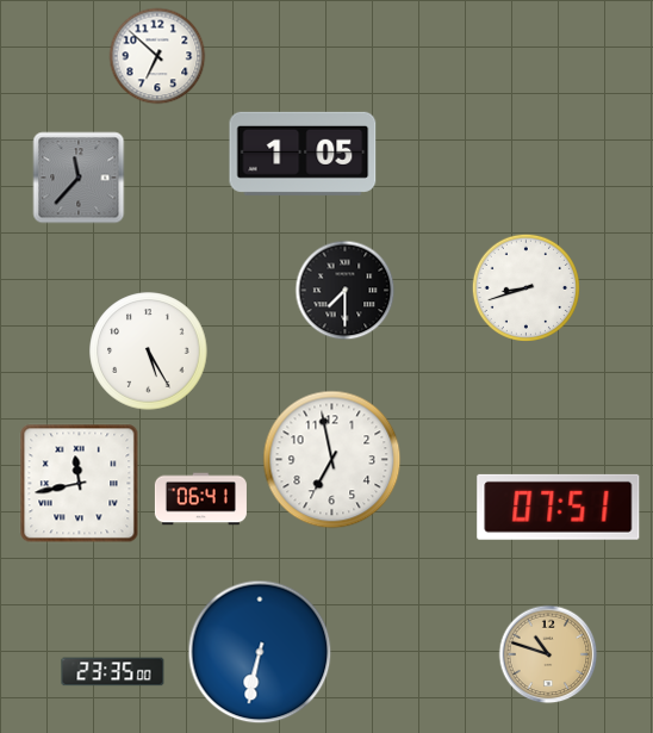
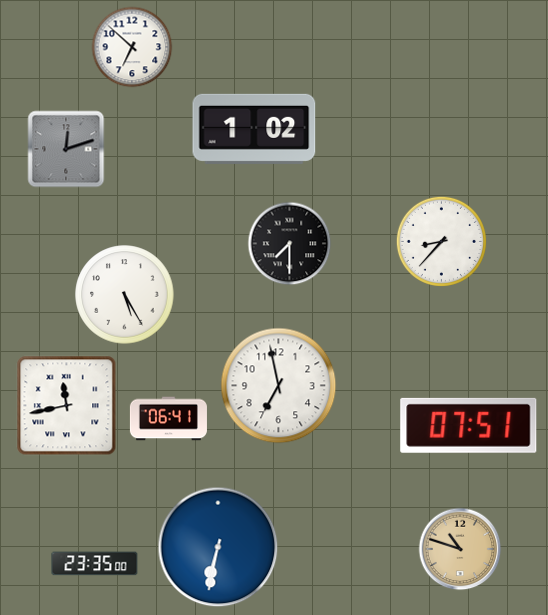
clock at (303, 154): 1:05 -> 1:02
clock at (79, 178): 11:37 -> 12:12
clock at (525, 287): 8:42 -> 8:37
